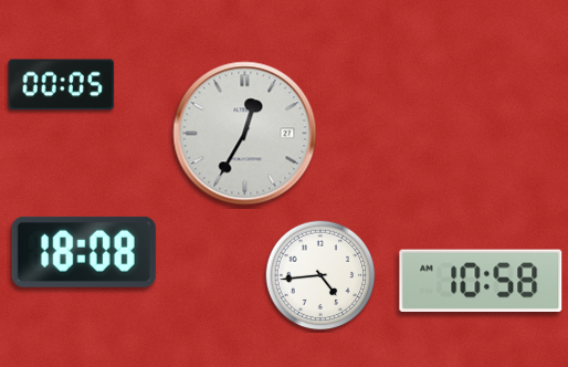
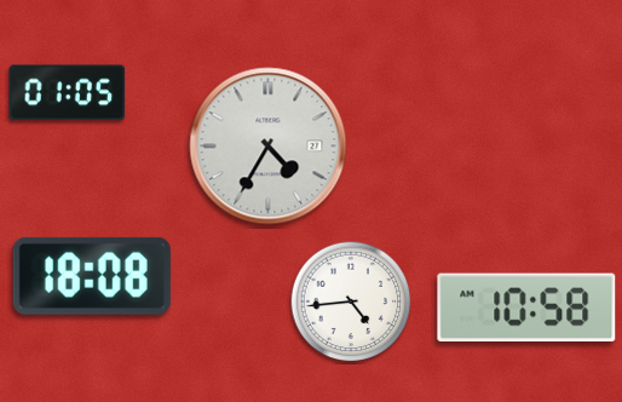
clock at (62, 85): 00:05 -> 01:05
clock at (245, 134): 12:35 -> 4:35
